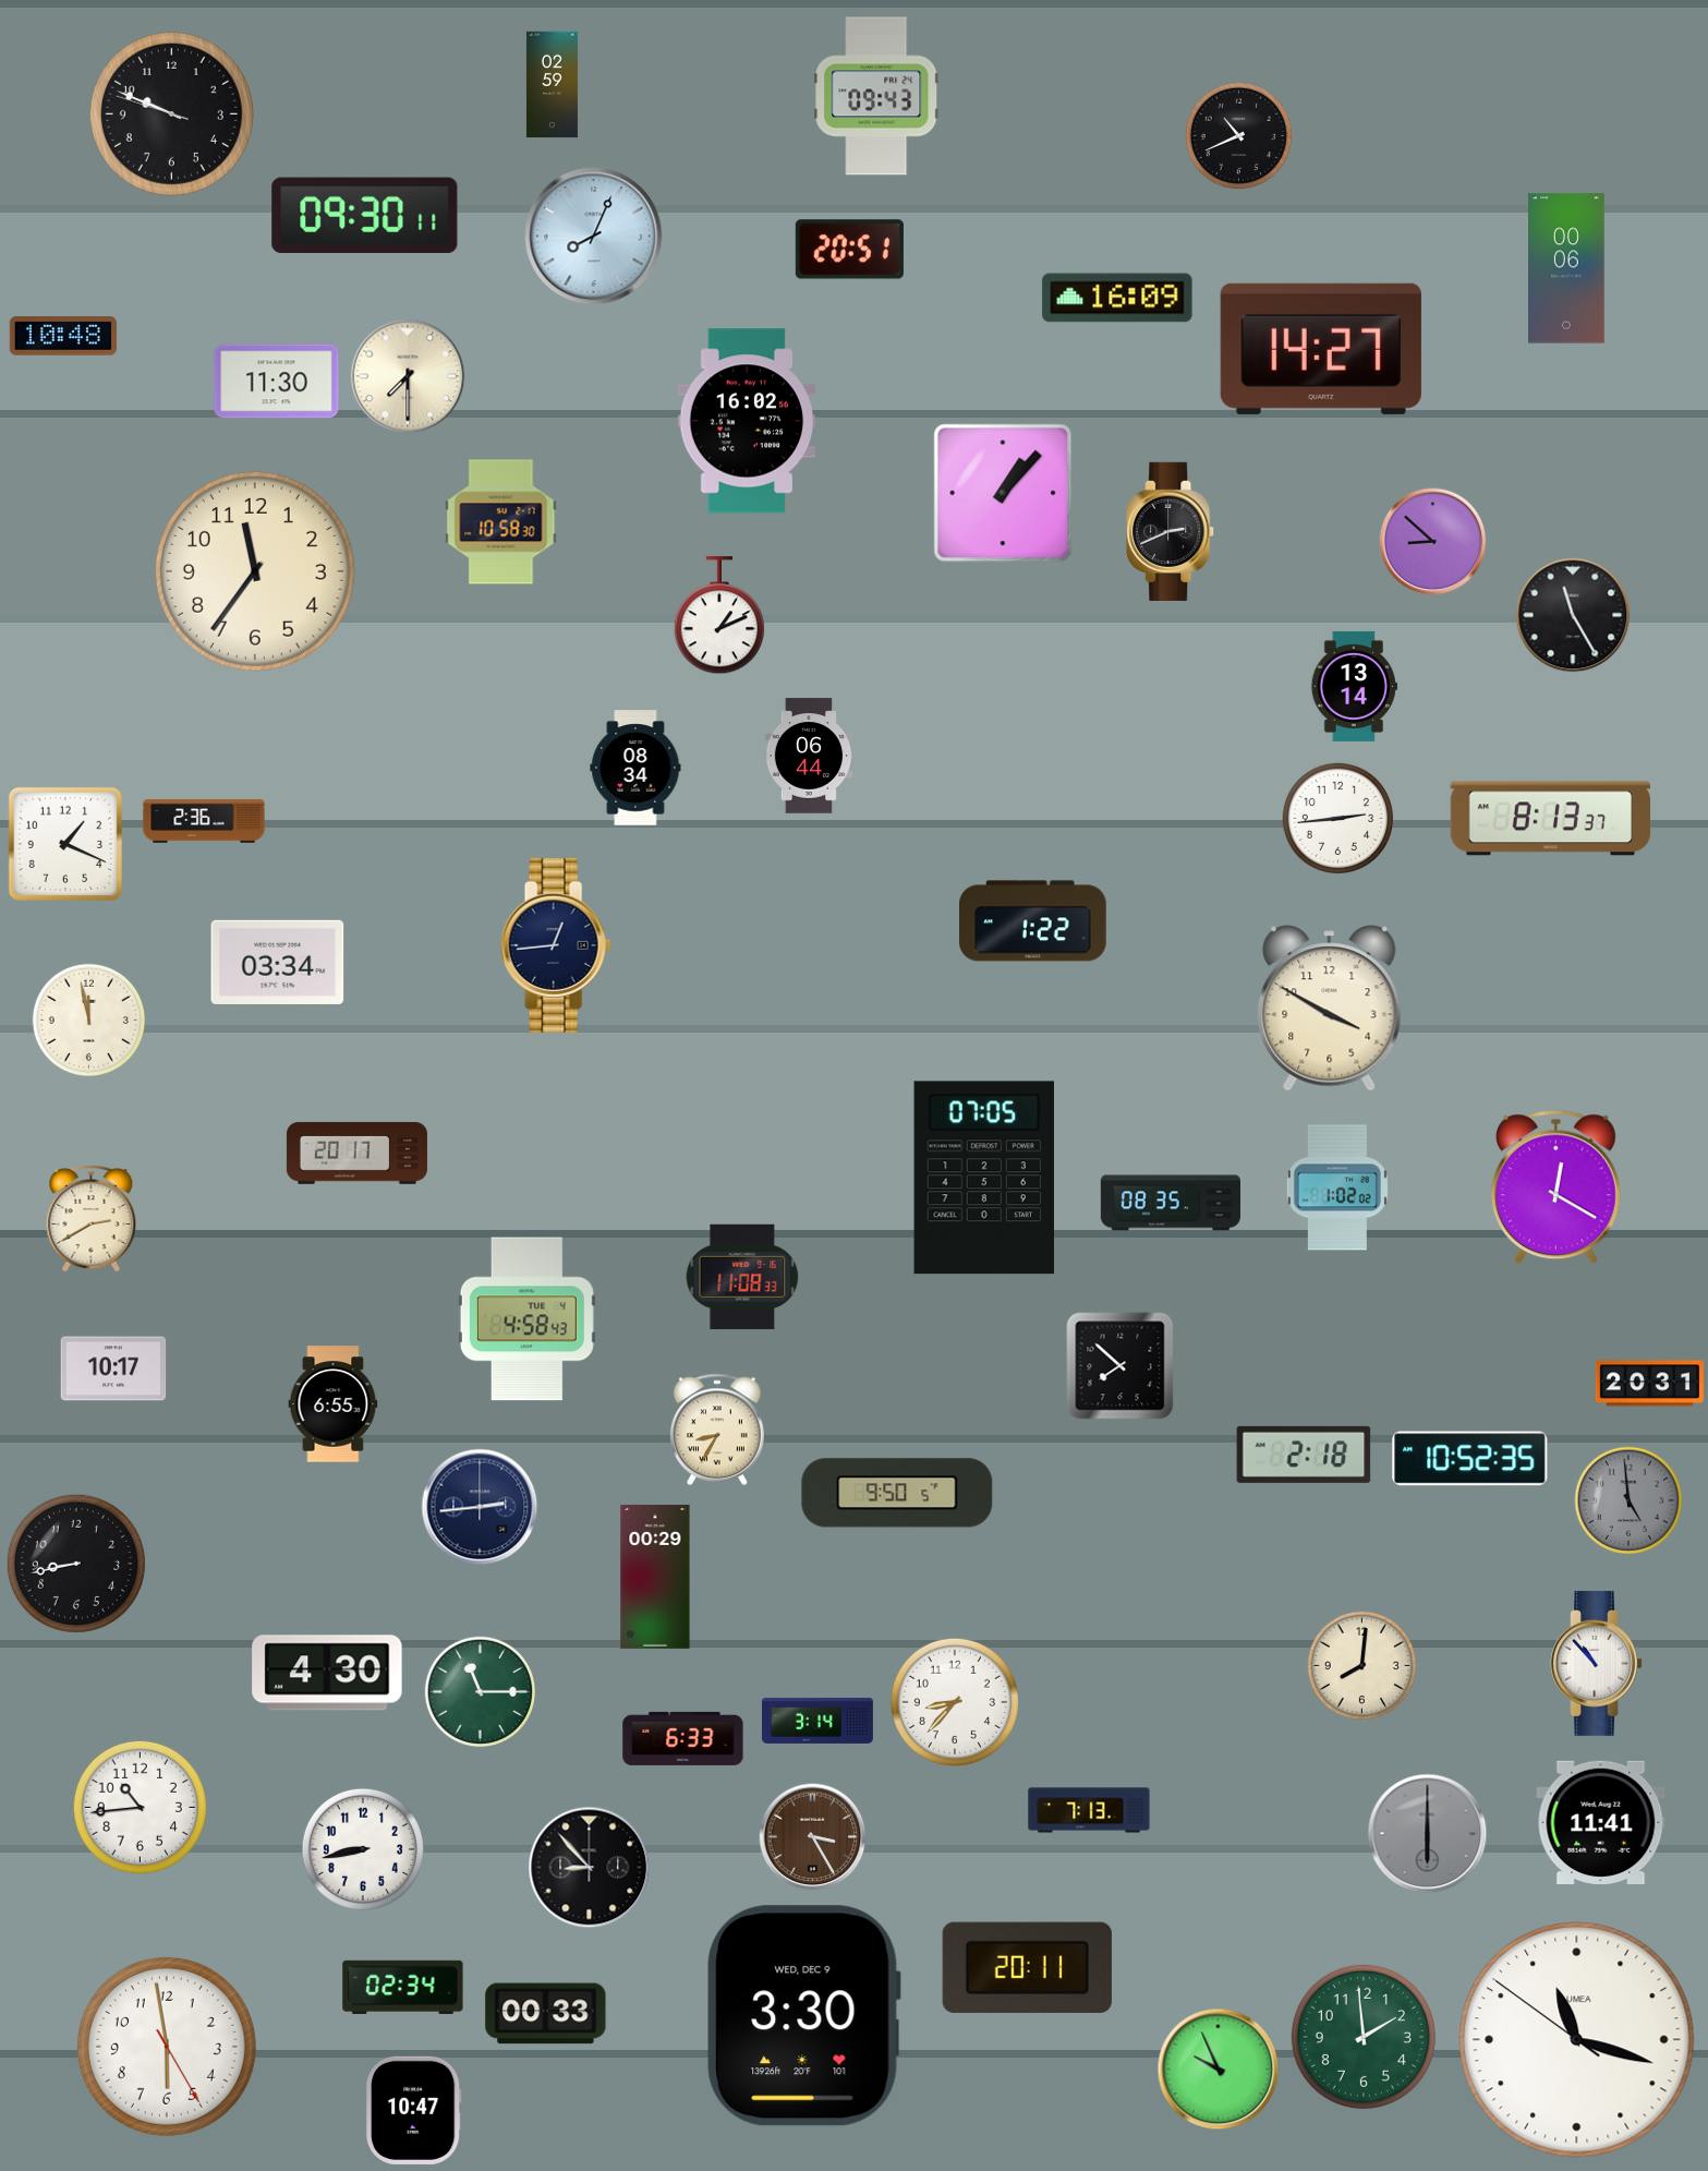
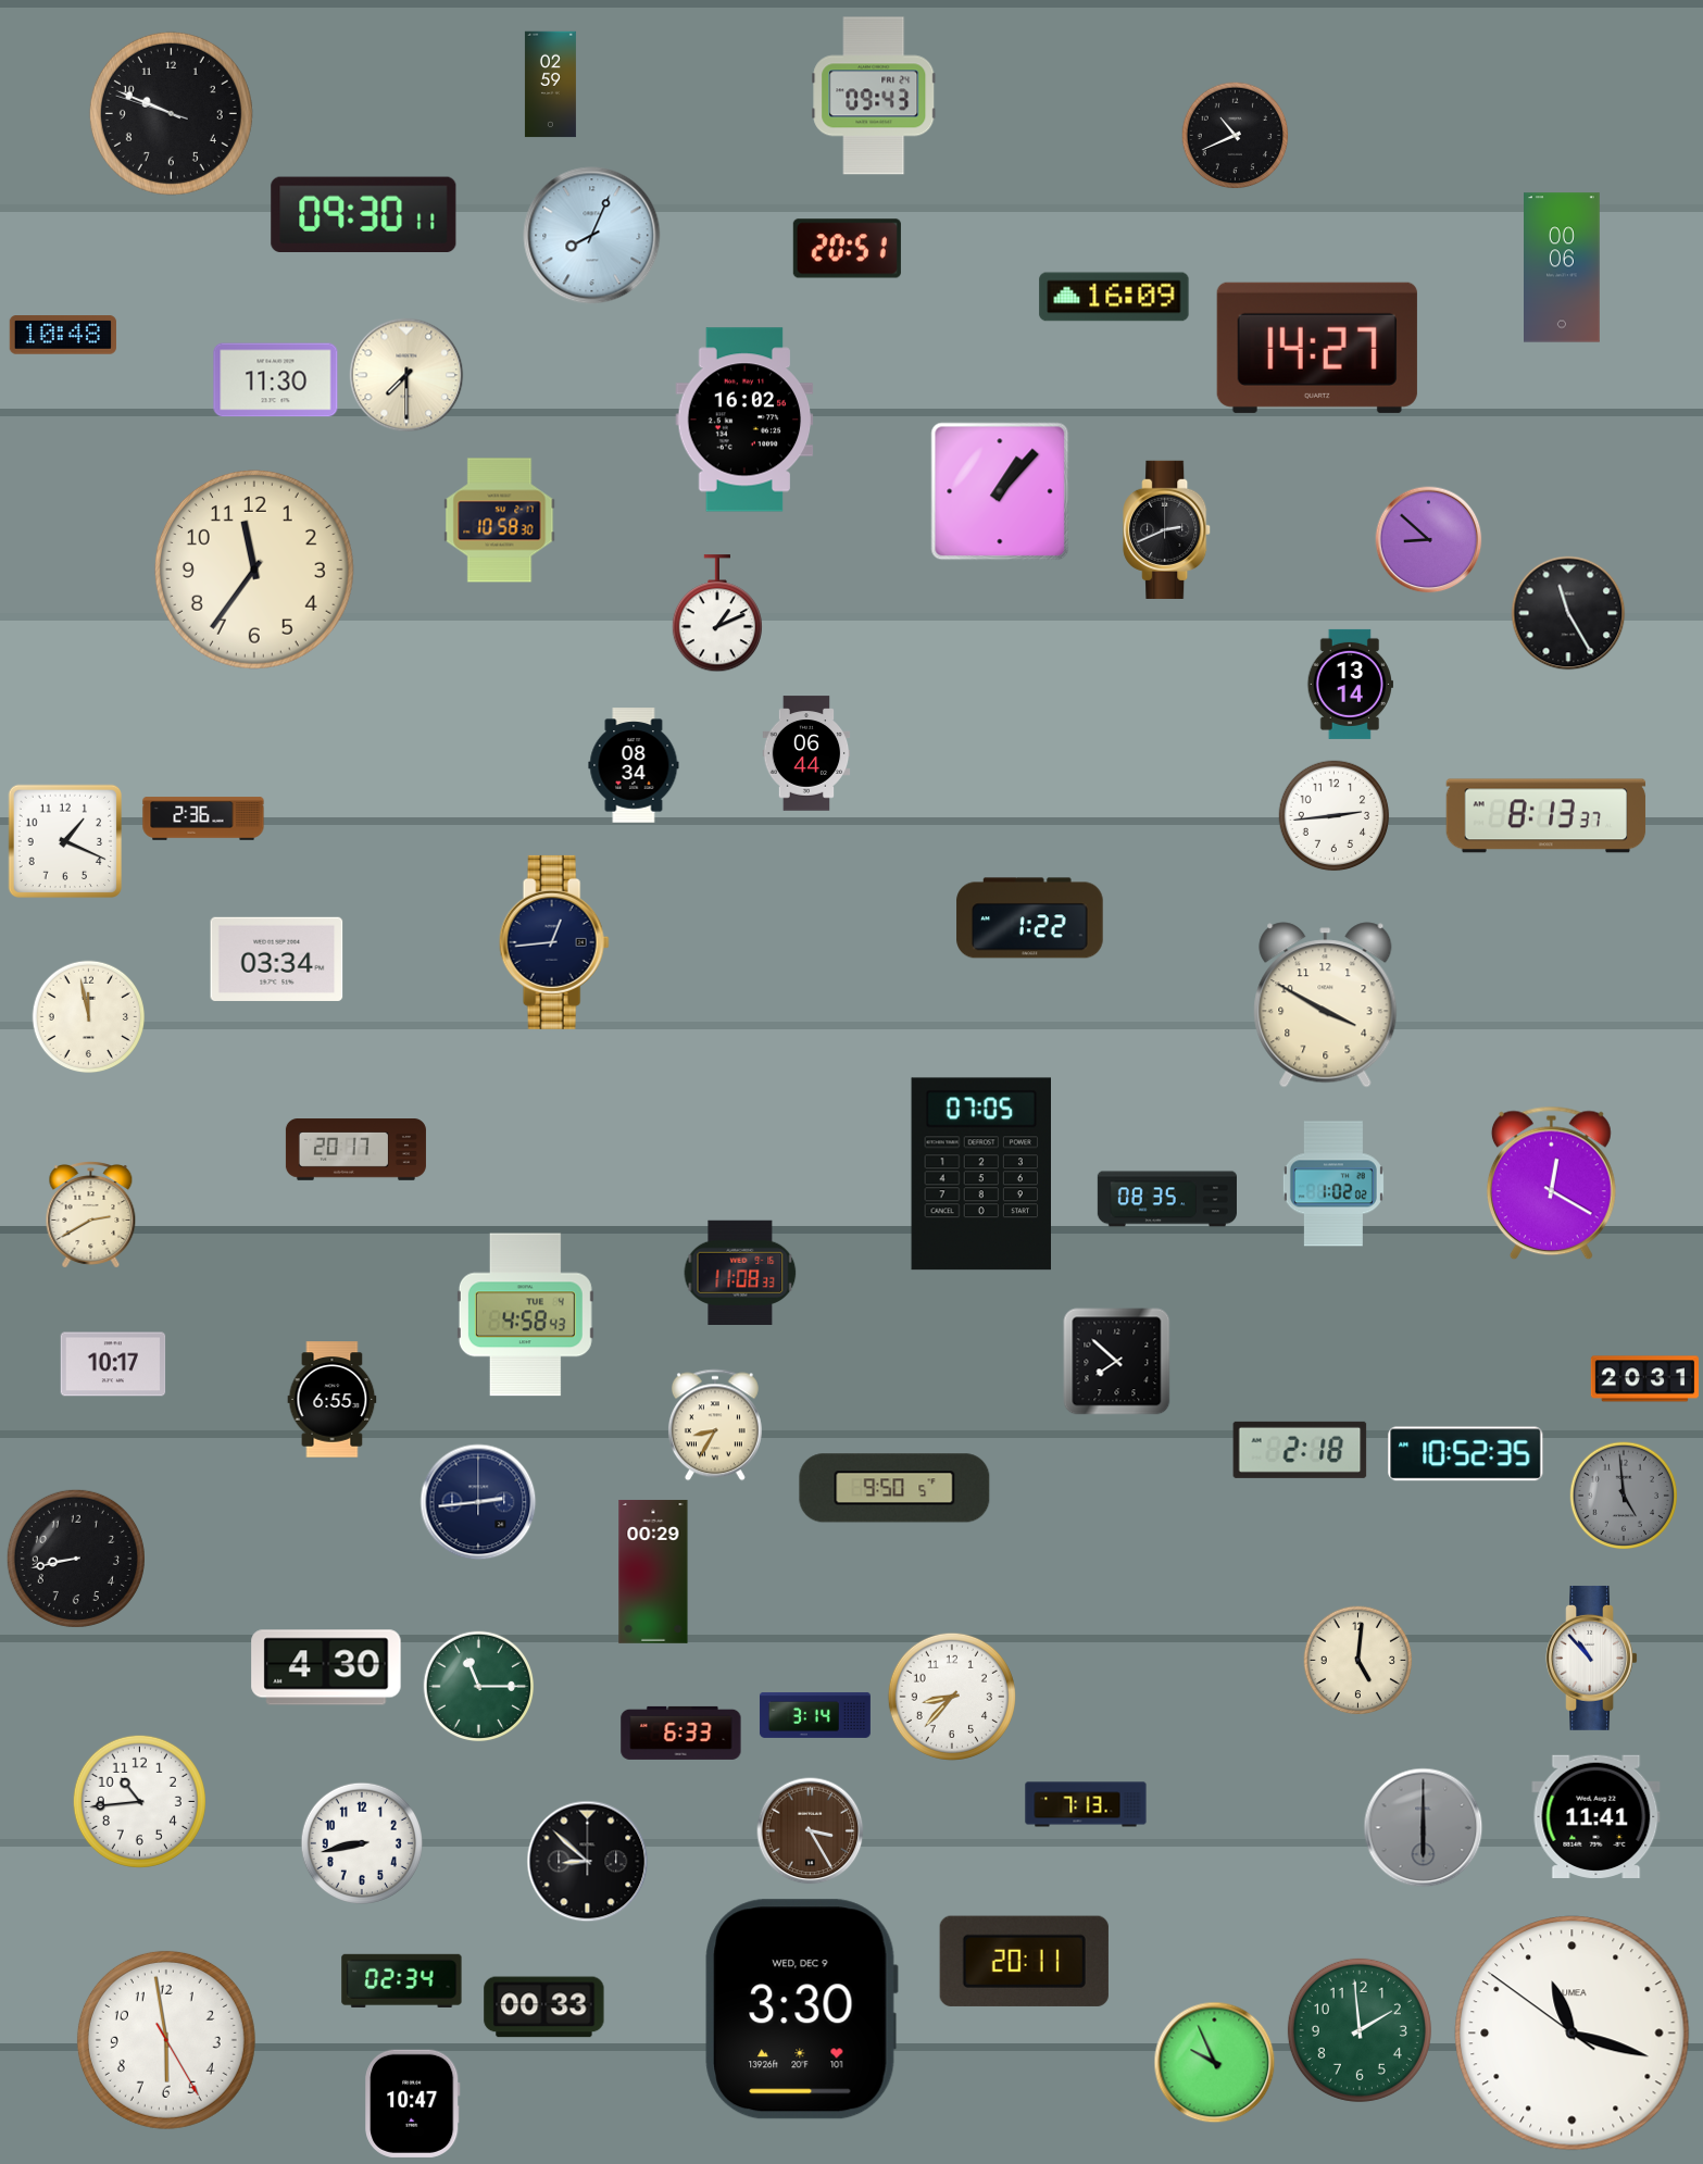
clock at (1362, 1666): 8:01 -> 5:01
clock at (590, 1868): 8:53 -> 8:52
